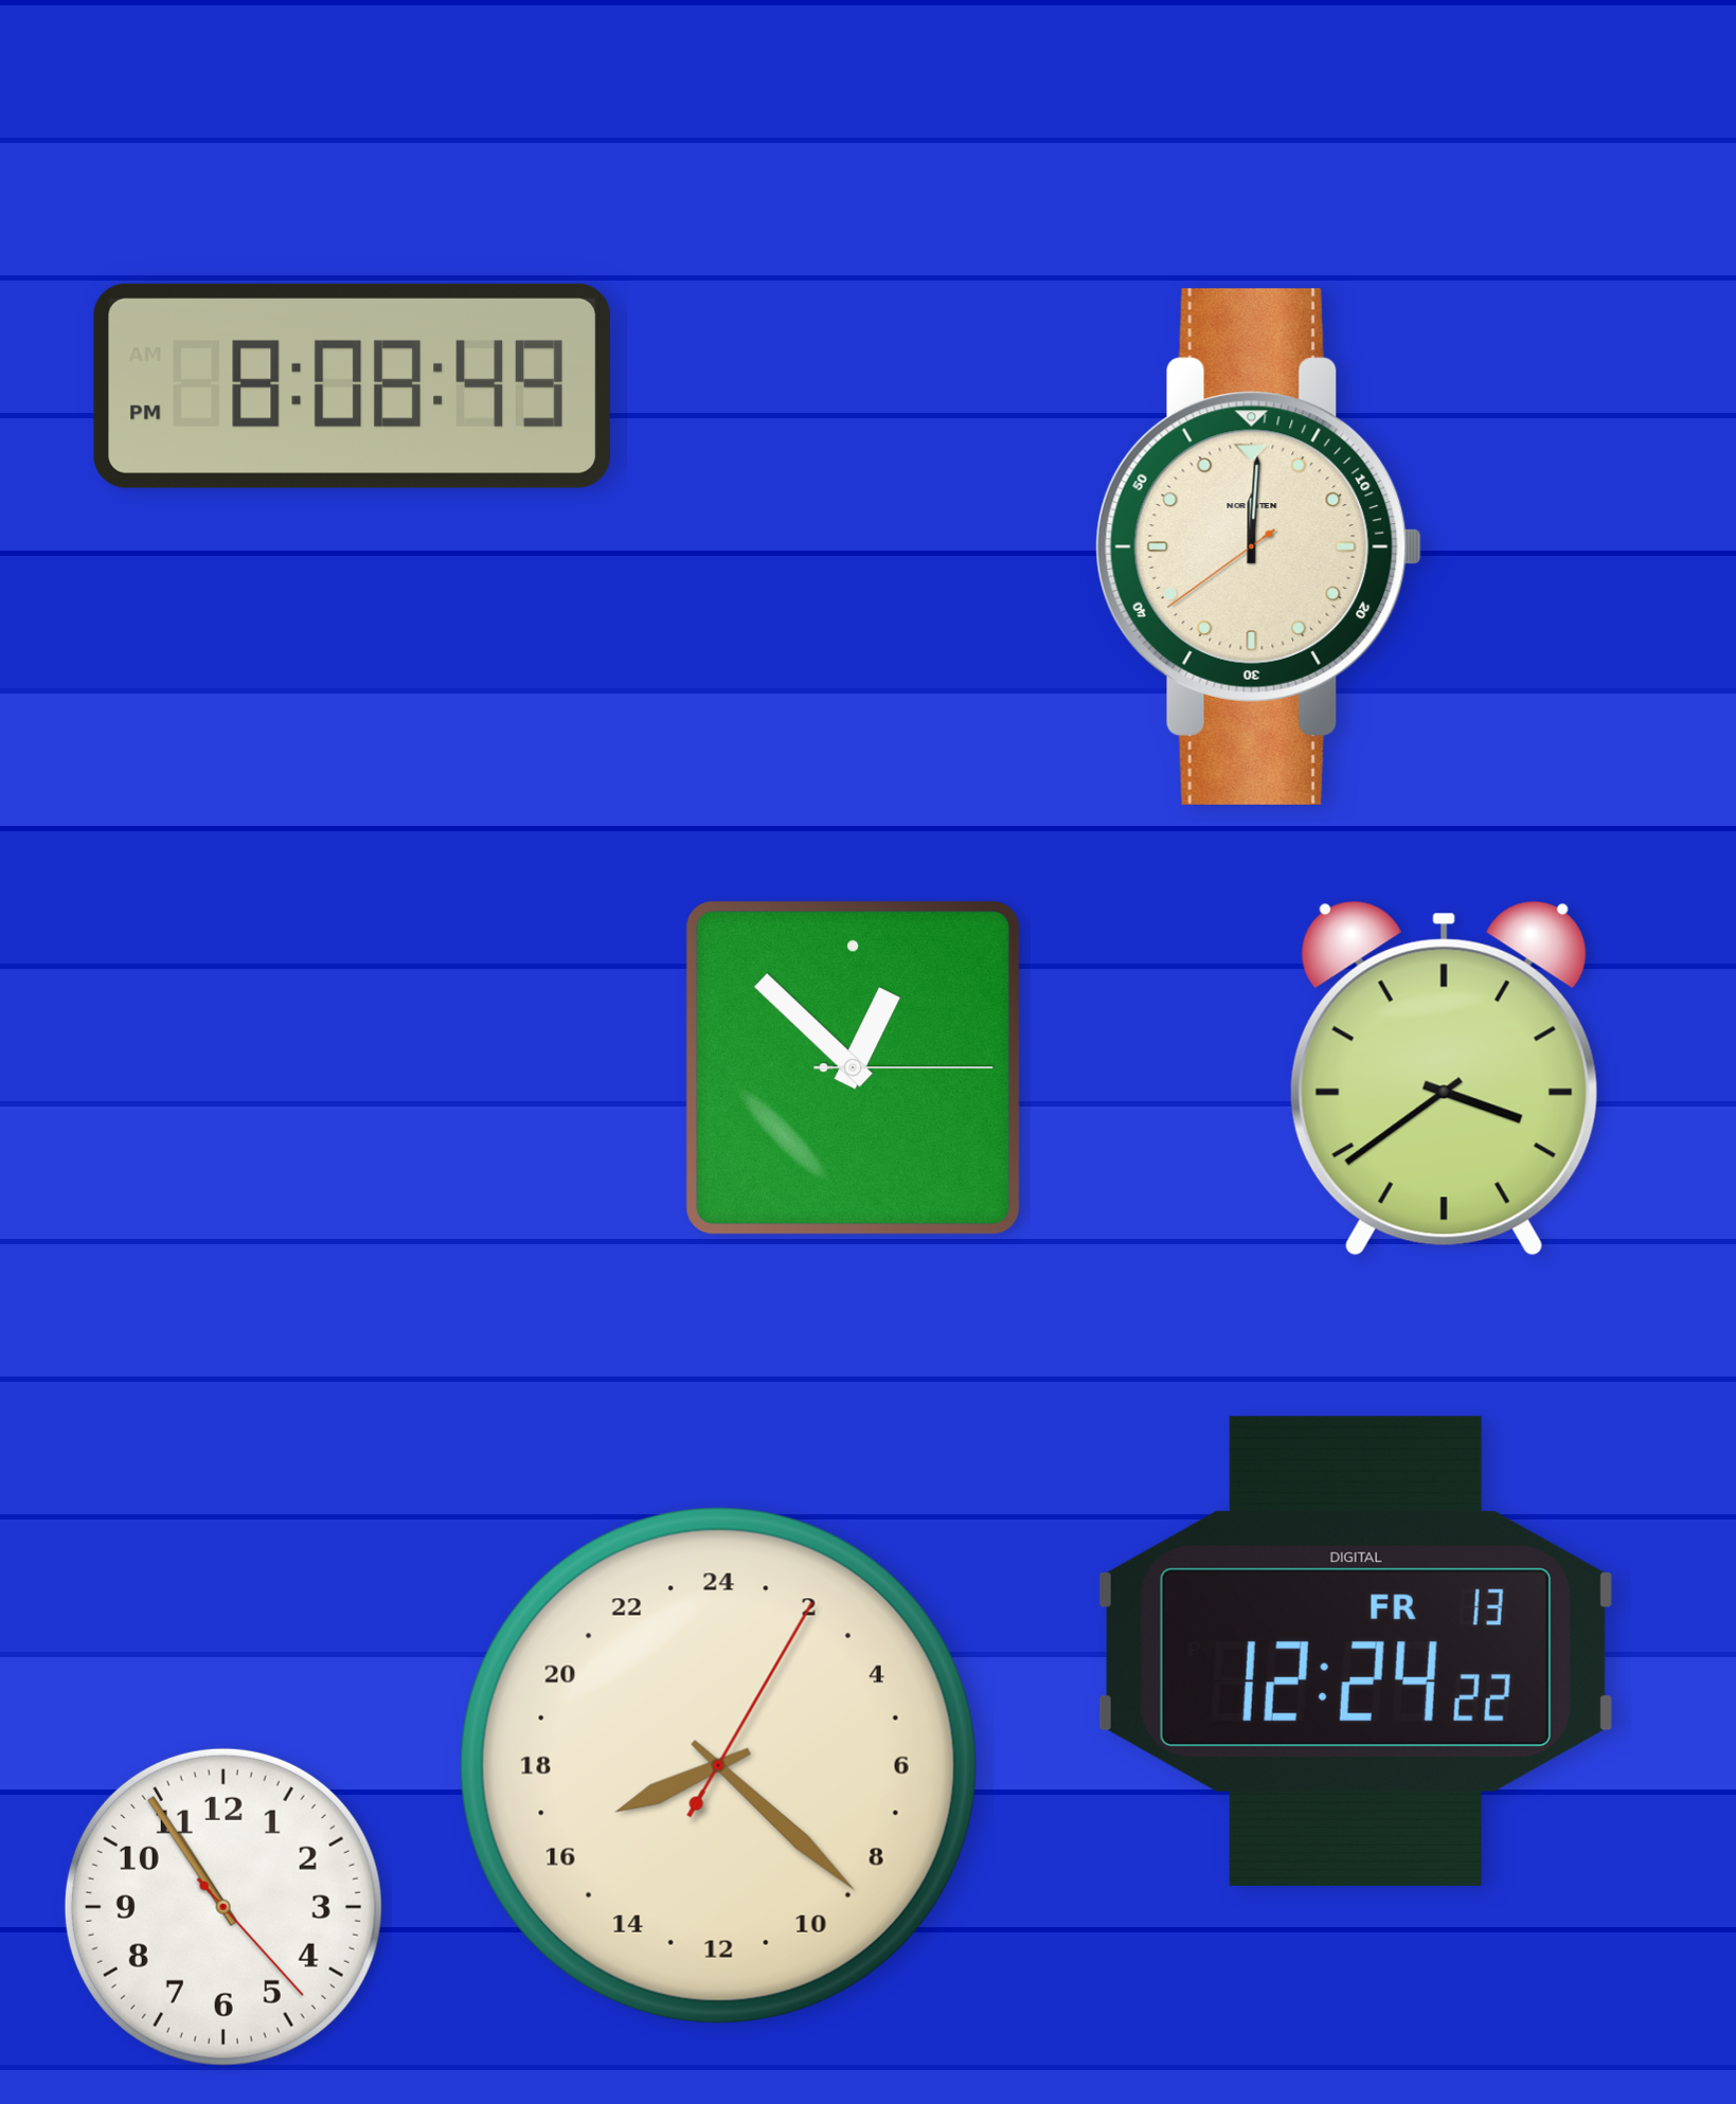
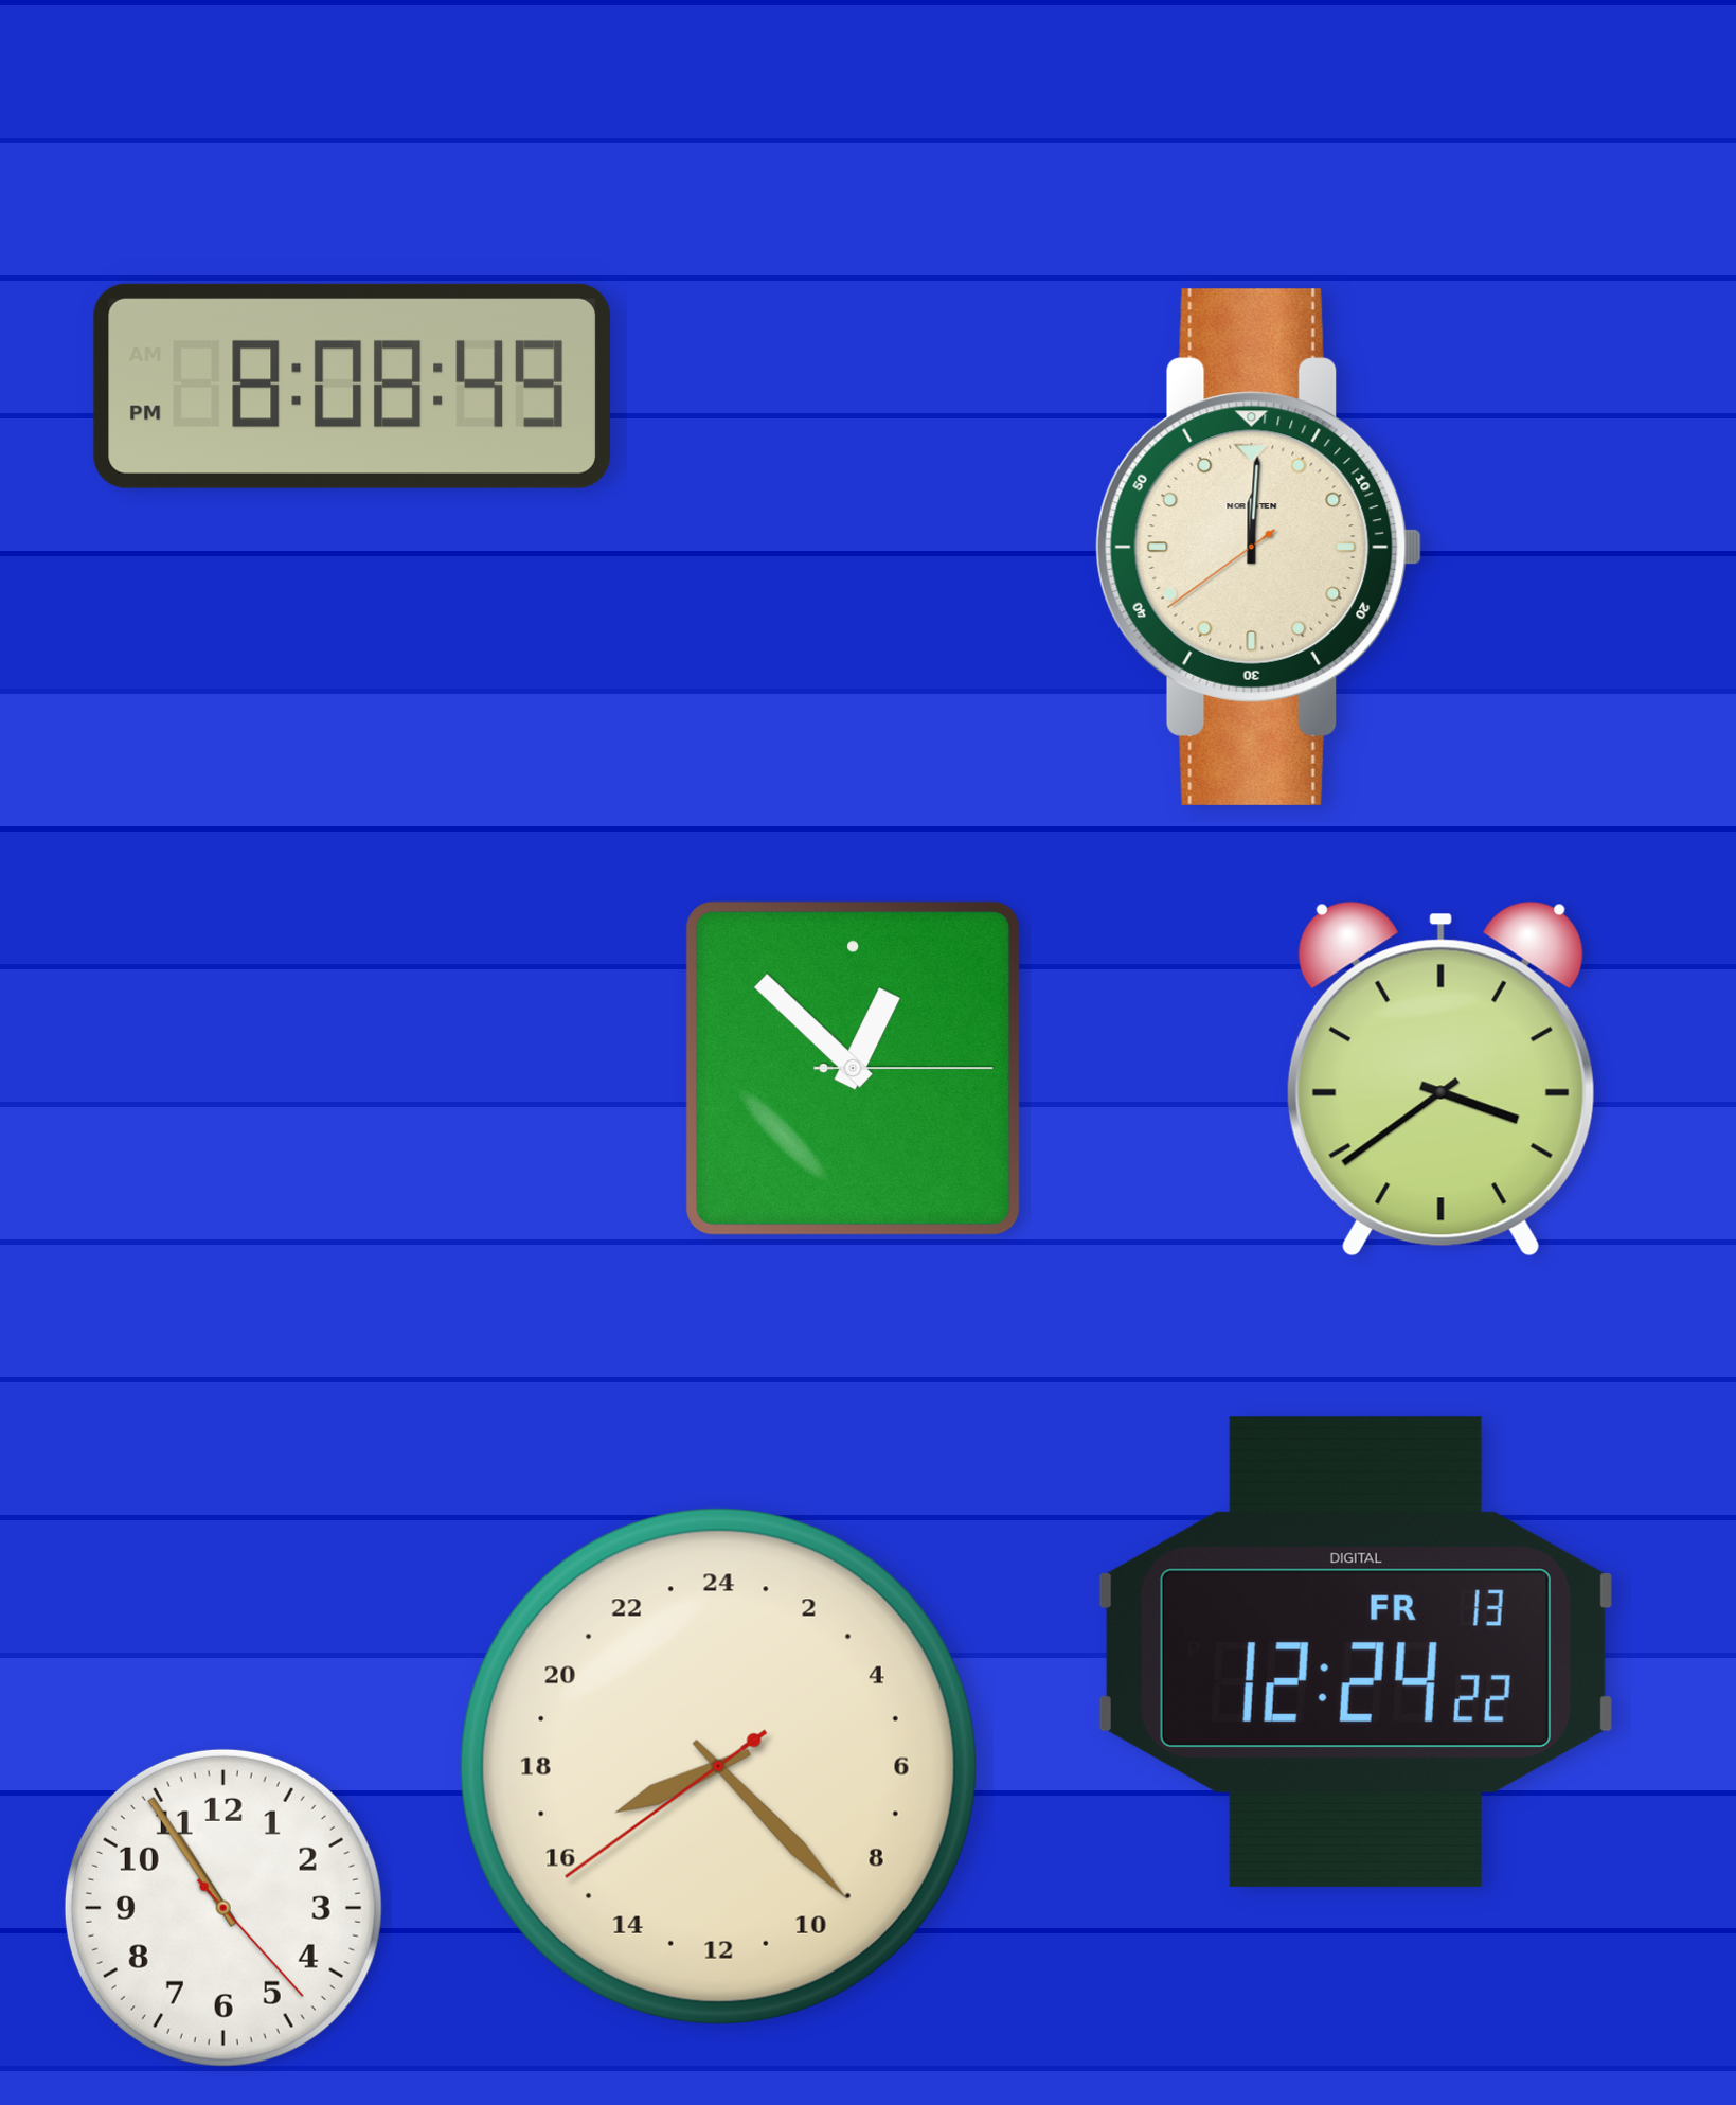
clock at (1444, 1078) position: (1444, 1078) -> (1440, 1078)
clock at (718, 1765): 16:22:05 -> 16:22:39
